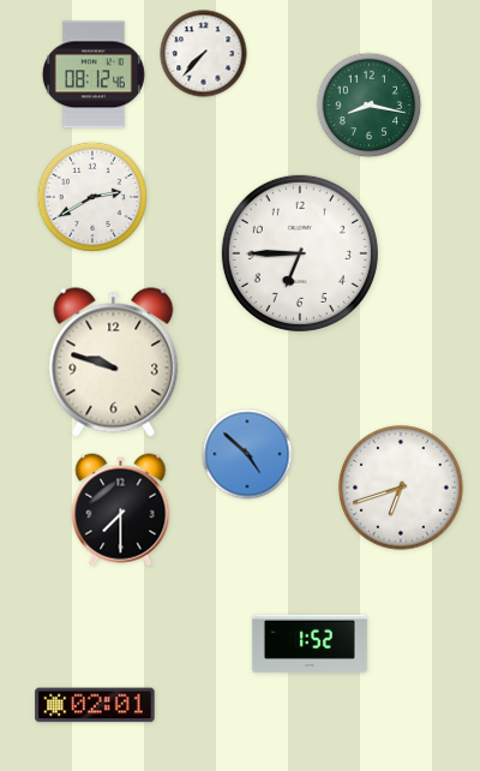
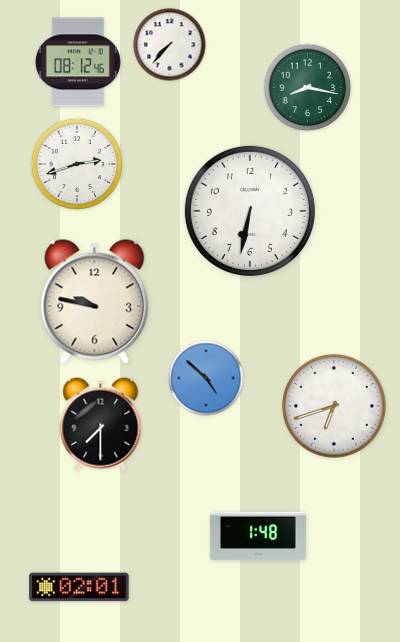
clock at (91, 196): 2:40 -> 2:42
clock at (300, 253): 6:45 -> 6:32
clock at (114, 363): 9:48 -> 9:47
clock at (310, 644): 1:52 -> 1:48
